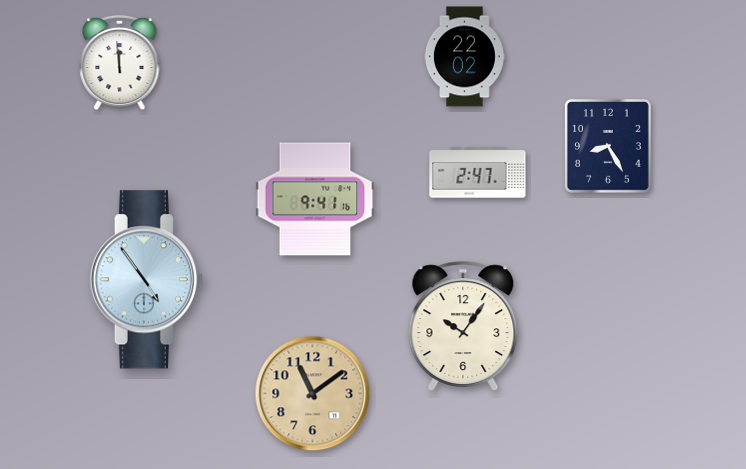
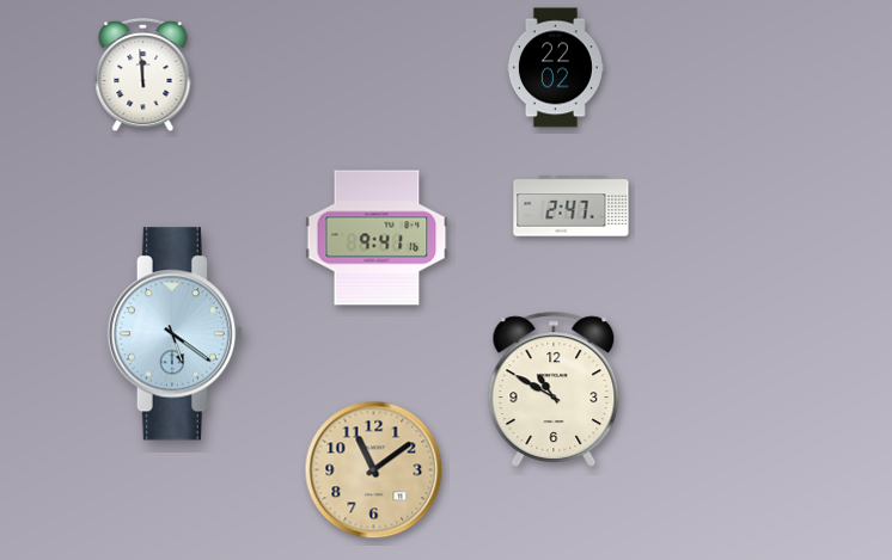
clock at (609, 147): 8:25 -> none
clock at (146, 280): 4:54 -> 5:21
clock at (463, 326): 10:06 -> 10:50
